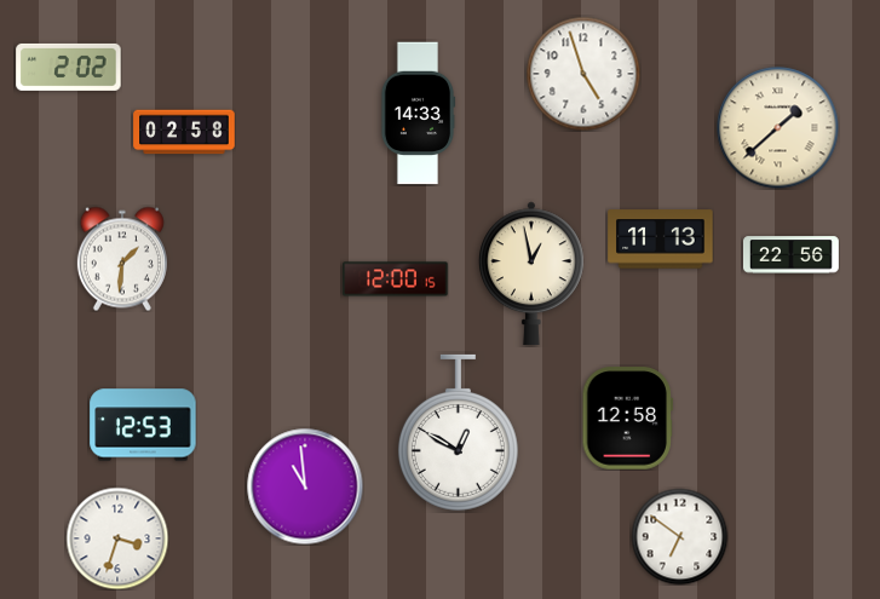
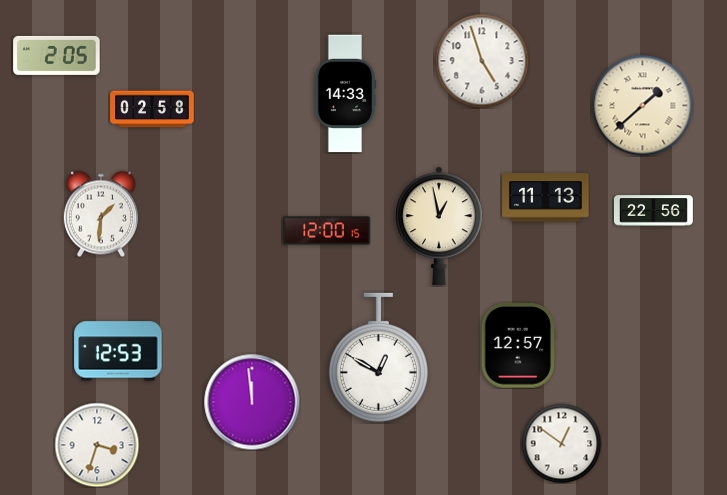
clock at (69, 67): 2:02 -> 2:05
clock at (627, 419): 12:58 -> 12:57
clock at (305, 486): 10:59 -> 11:59
clock at (679, 536): 6:51 -> 12:51
